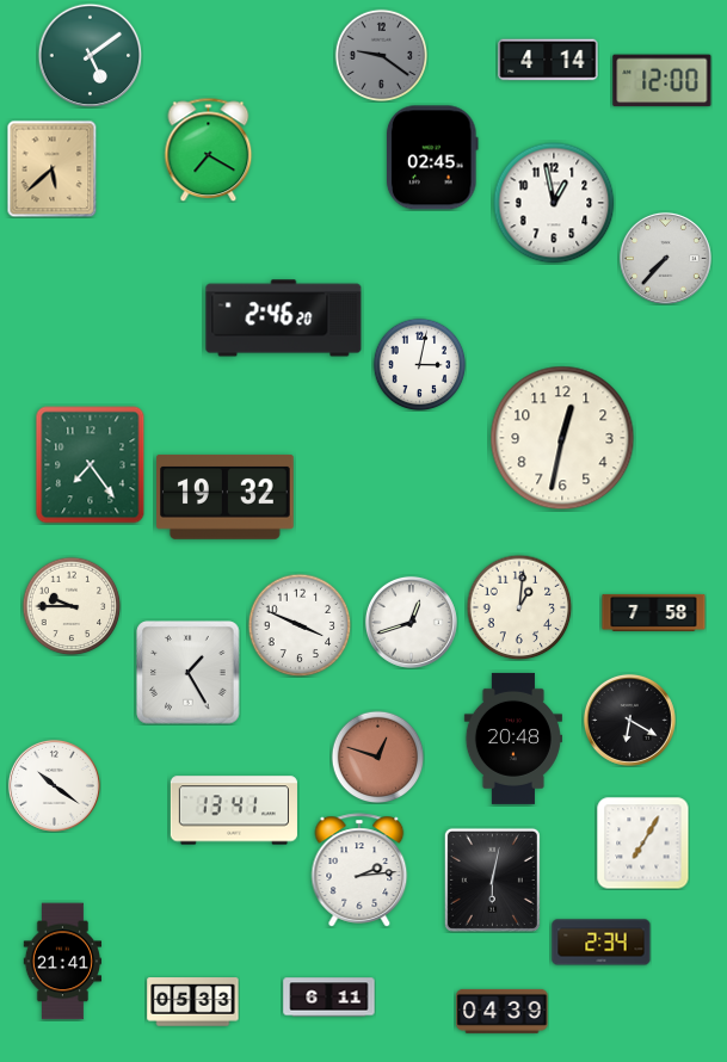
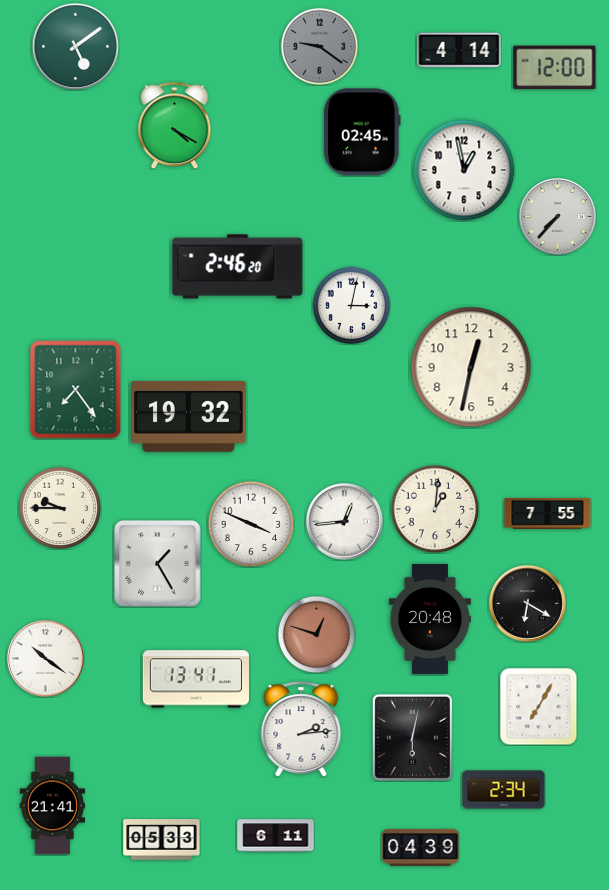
clock at (209, 149): 7:20 -> 4:20
clock at (53, 168): 5:38 -> none
clock at (654, 612): 7:58 -> 7:55
clock at (411, 622): 12:42 -> 12:44
